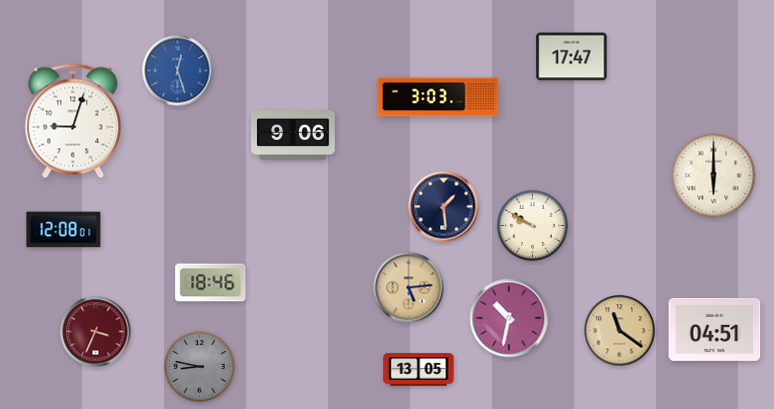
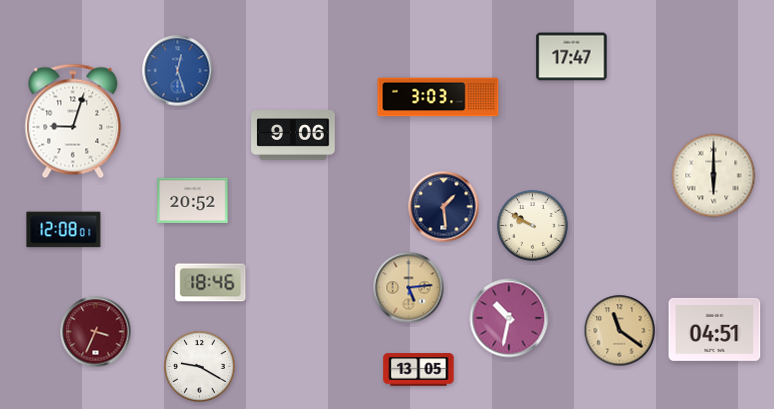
clock at (193, 200): none -> 20:52
clock at (200, 367): 8:47 -> 9:20
clock at (200, 367) dial: grey -> white
